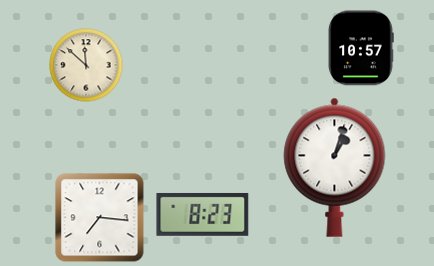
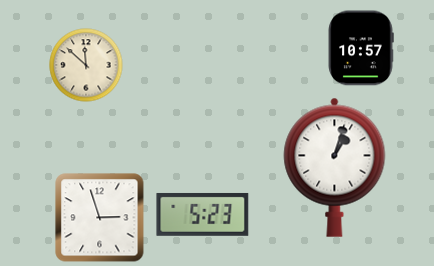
clock at (203, 214): 8:23 -> 5:23
clock at (100, 218): 7:16 -> 2:57
